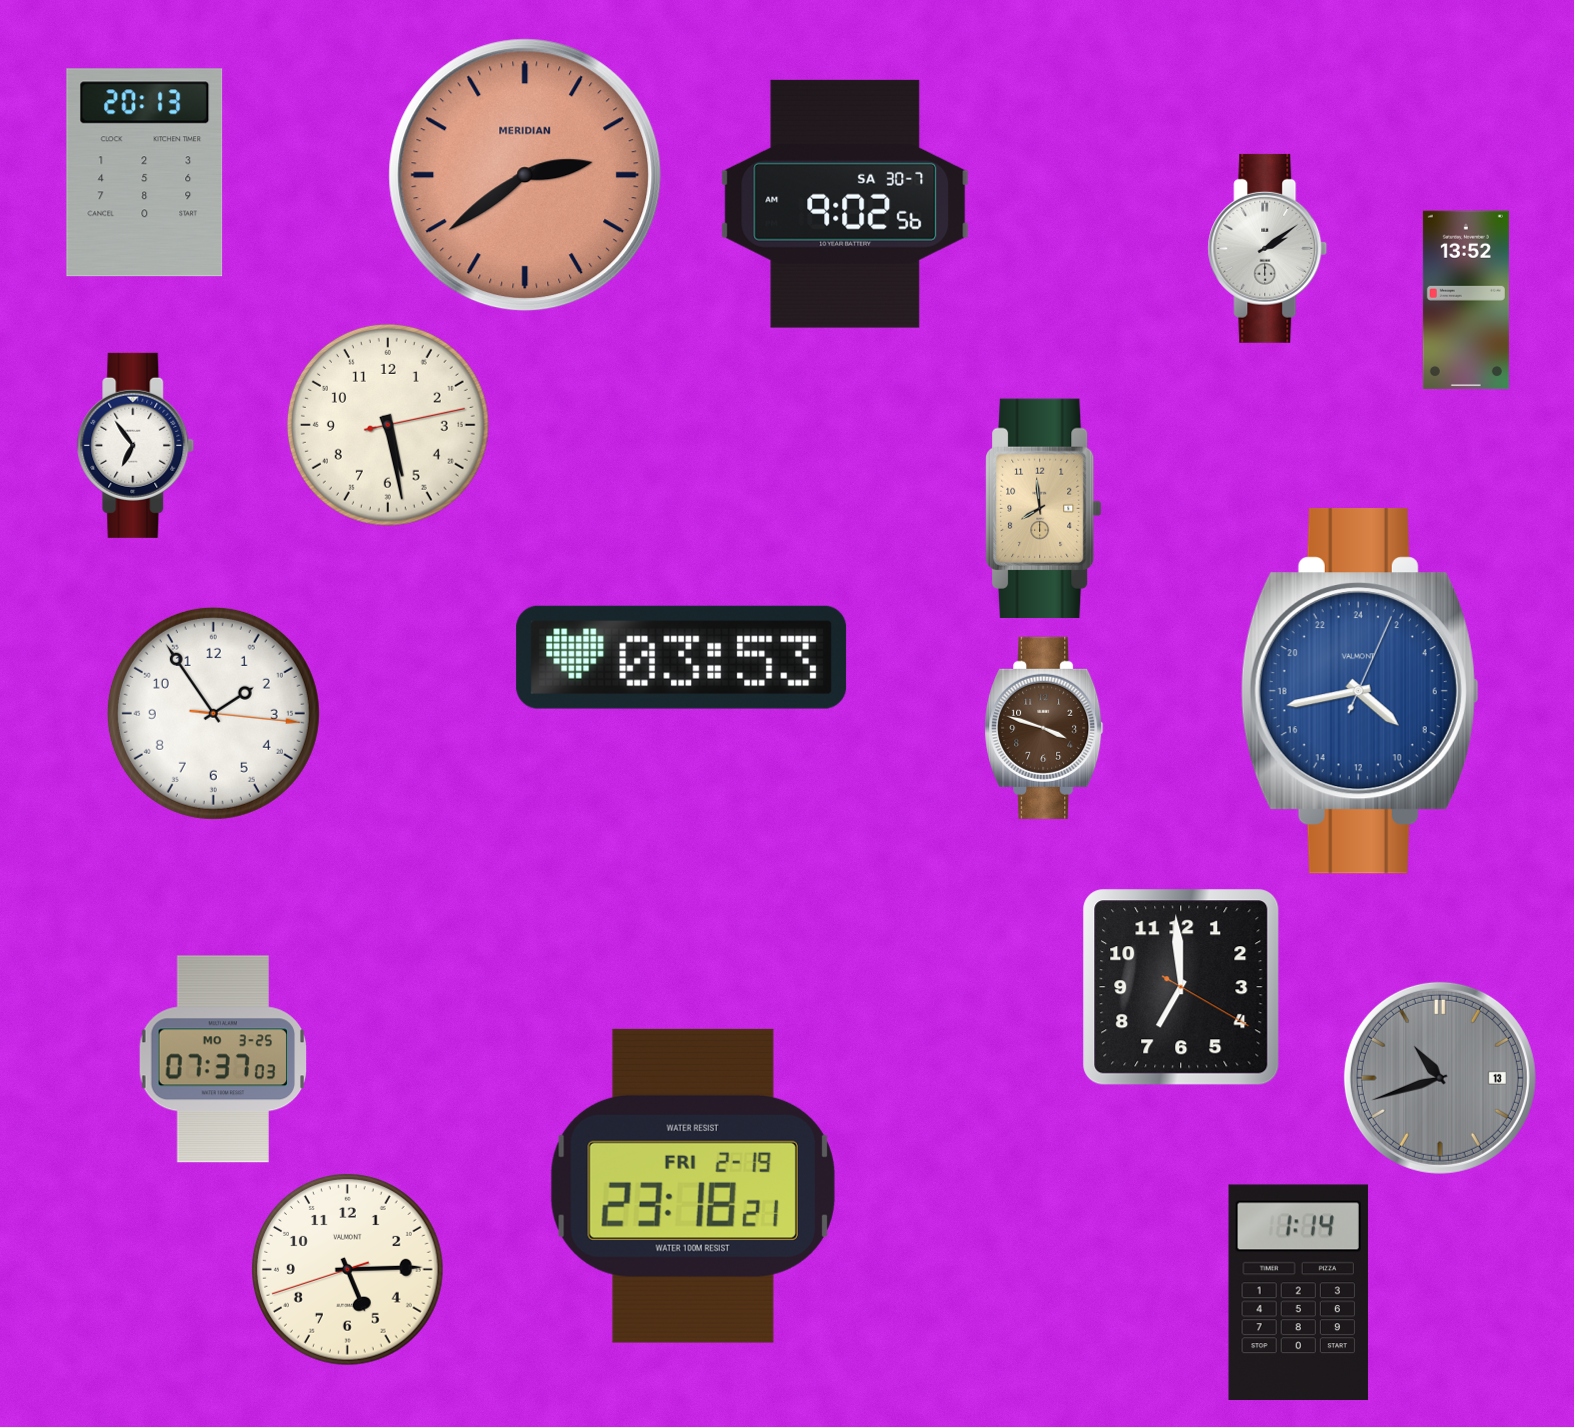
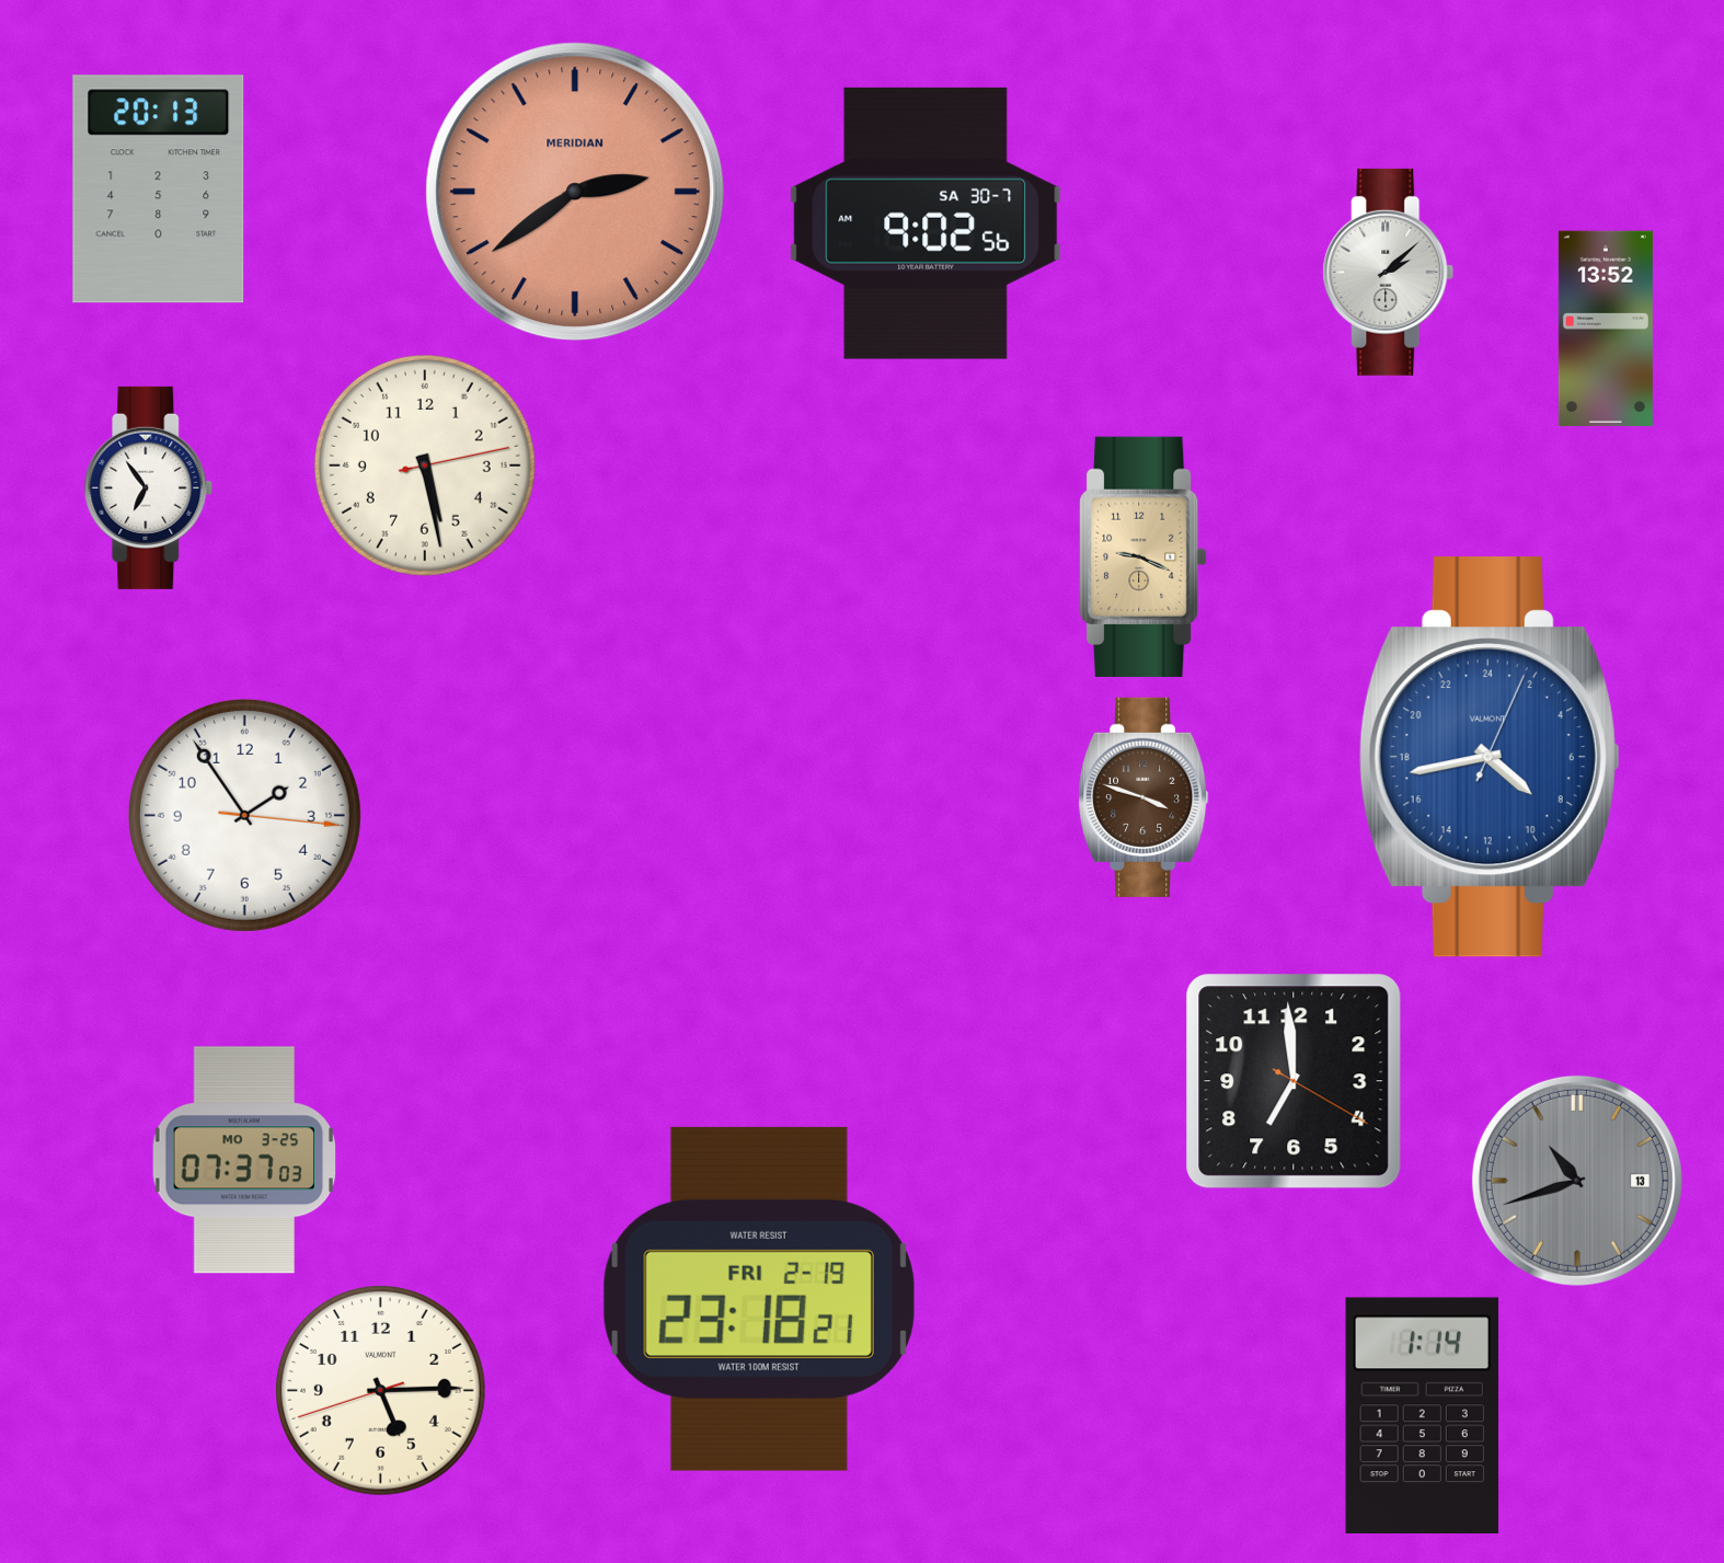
clock at (1268, 248): 2:09 -> 2:08
clock at (1044, 508): 7:59 -> 9:19
clock at (682, 657): 03:53 -> none
clock at (213, 713) position: (213, 713) -> (244, 815)
